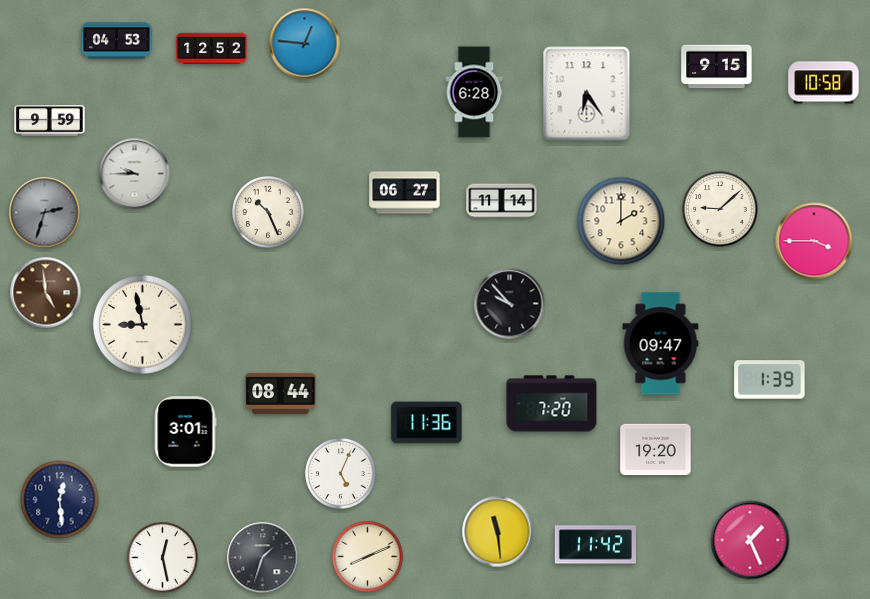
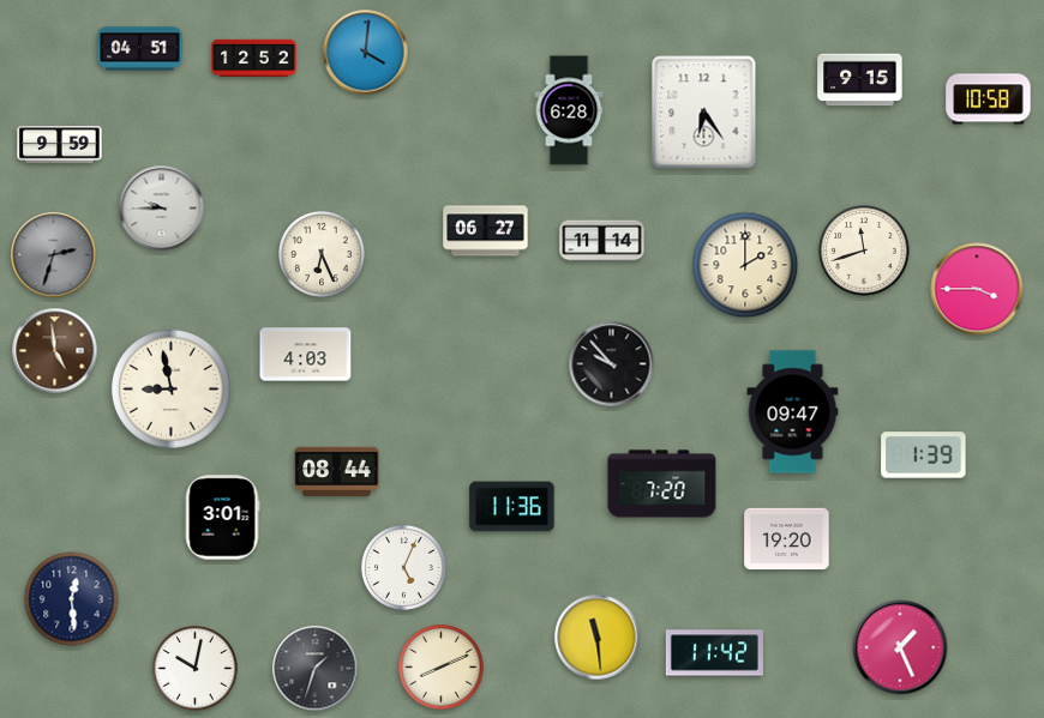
clock at (117, 41): 04:53 -> 04:51
clock at (305, 44): 12:46 -> 4:01
clock at (720, 209): 9:08 -> 11:42
clock at (269, 213): 10:26 -> 6:26
clock at (306, 355): none -> 4:03
clock at (340, 473) position: (340, 473) -> (403, 567)
clock at (162, 557): 12:28 -> 10:02
